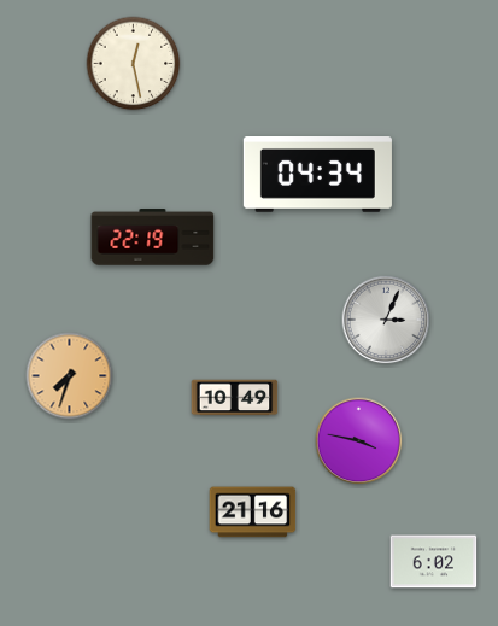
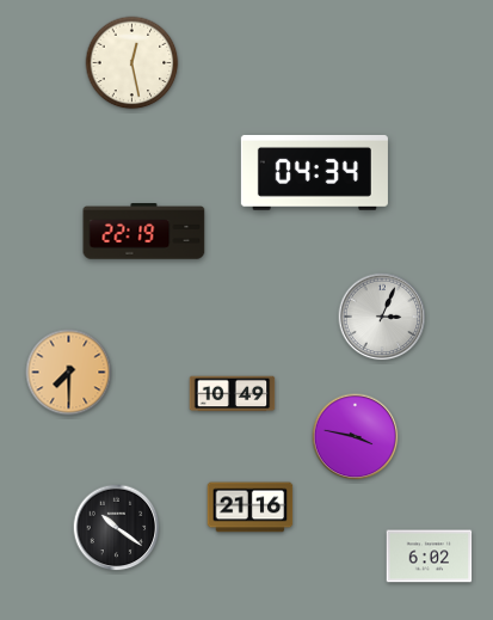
clock at (153, 238) position: (153, 238) -> (144, 232)
clock at (70, 376): 7:33 -> 7:30
clock at (117, 528): none -> 10:21
